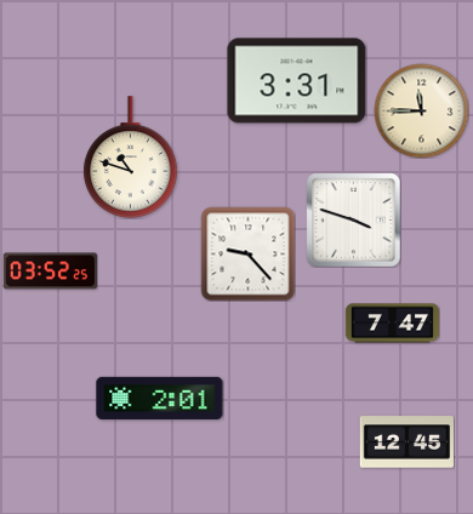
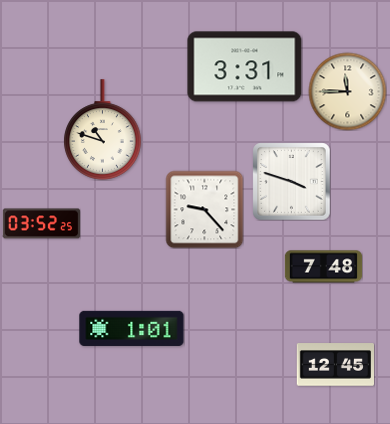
clock at (131, 158) position: (131, 158) -> (103, 130)
clock at (392, 324): 7:47 -> 7:48
clock at (160, 398): 2:01 -> 1:01
